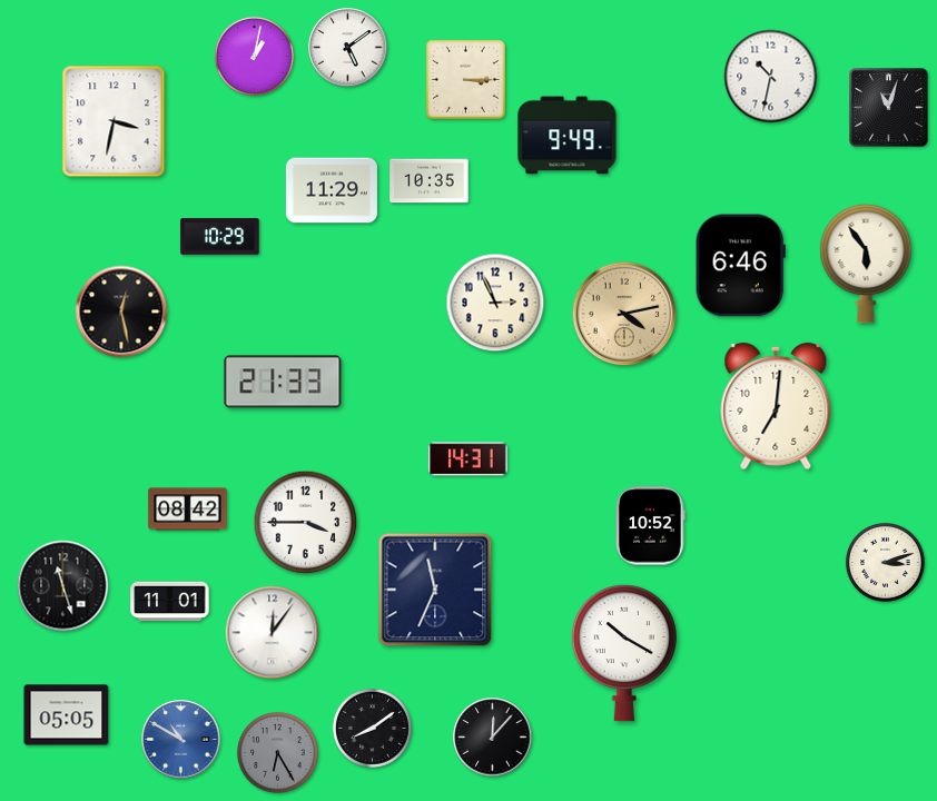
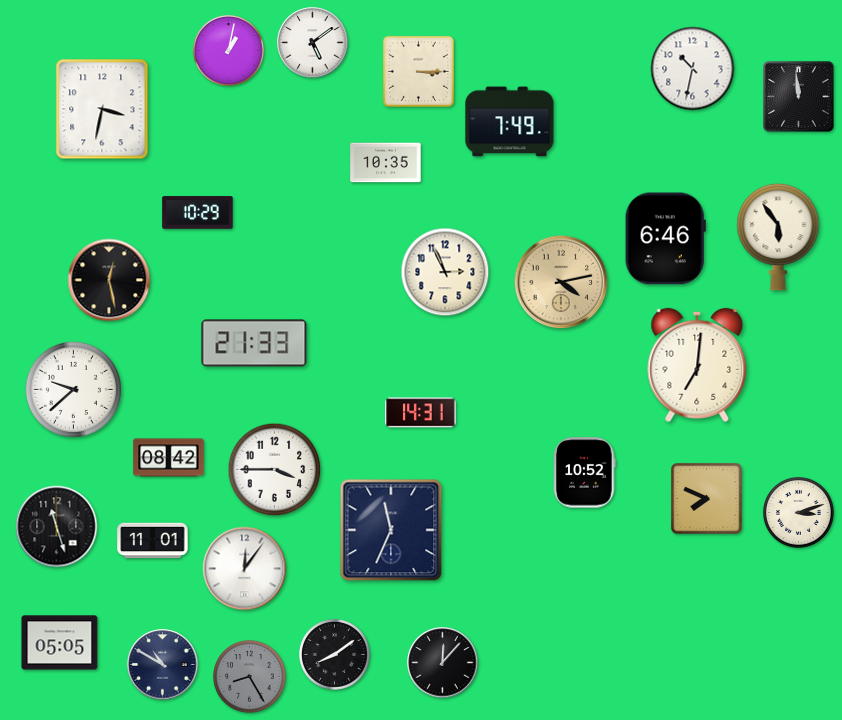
clock at (889, 108): 11:03 -> 11:59
clock at (568, 136): 9:49 -> 7:49
clock at (332, 190): 11:29 -> none
clock at (73, 389): none -> 9:38
clock at (707, 499): none -> 7:49
clock at (885, 562) position: (885, 562) -> (798, 512)
clock at (624, 653): 10:20 -> none
clock at (181, 740) dial: blue -> navy
clock at (278, 753): 6:25 -> 8:25
